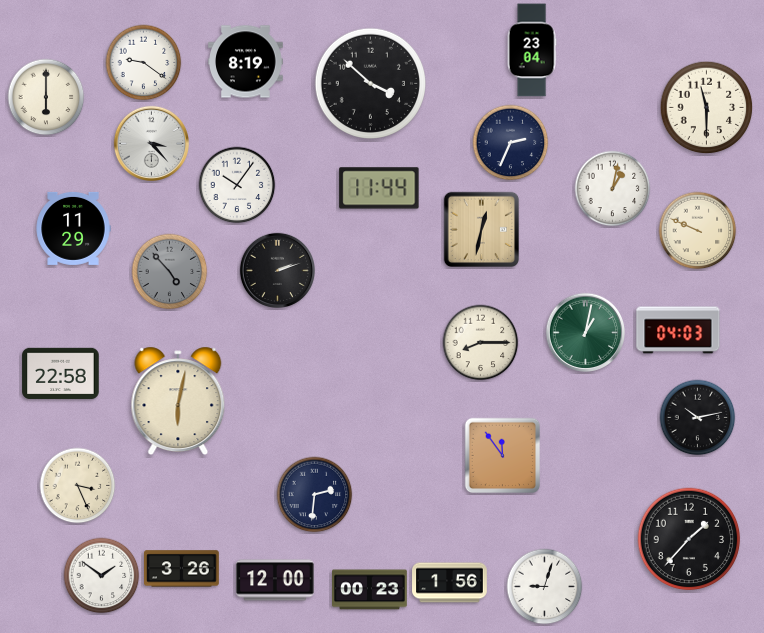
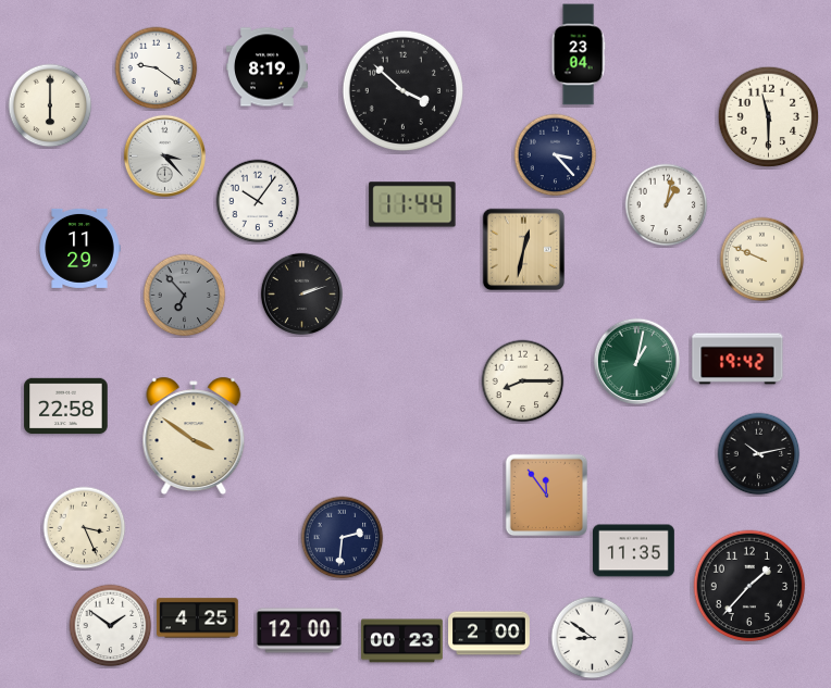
clock at (511, 143): 2:34 -> 3:23
clock at (698, 231) position: (698, 231) -> (762, 260)
clock at (170, 272): 4:53 -> 6:53
clock at (678, 330): 04:03 -> 19:42
clock at (481, 343) position: (481, 343) -> (523, 381)
clock at (178, 401): 6:02 -> 3:51
clock at (634, 551): none -> 11:35
clock at (182, 569): 3:26 -> 4:25
clock at (450, 583): 1:56 -> 2:00
clock at (545, 587): 9:03 -> 8:51
